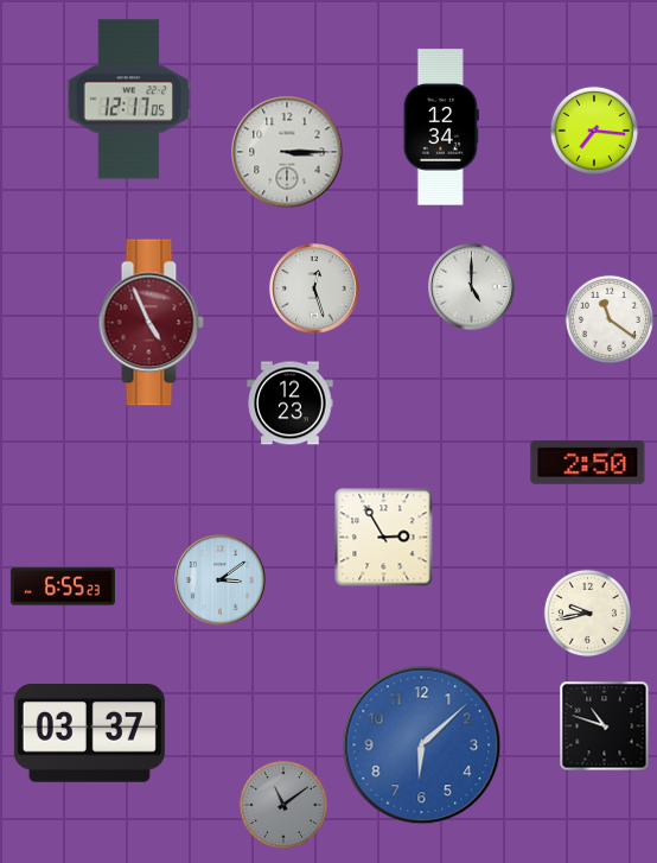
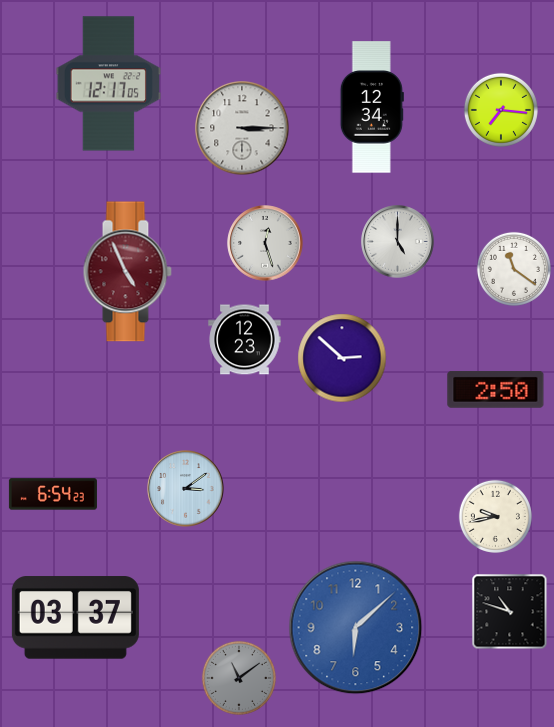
clock at (342, 358): none -> 2:52
clock at (384, 538): 2:55 -> none
clock at (63, 586): 6:55 -> 6:54
